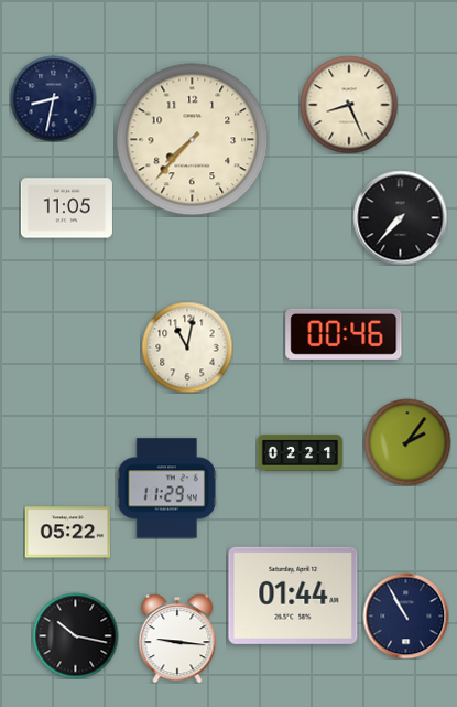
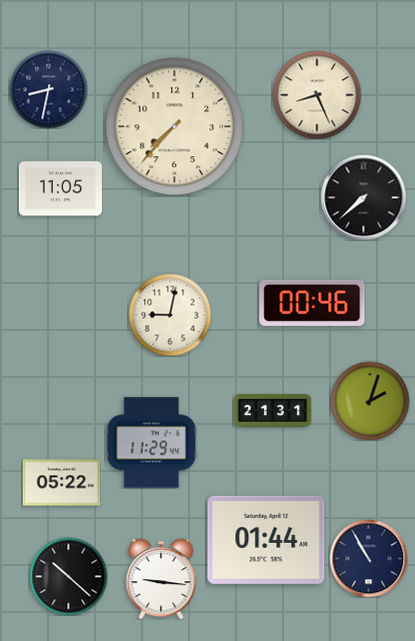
clock at (400, 217): 7:37 -> 7:38
clock at (187, 347): 11:02 -> 9:02
clock at (407, 442): 2:06 -> 2:03
clock at (300, 452): 02:21 -> 21:31
clock at (75, 635): 10:17 -> 10:22
